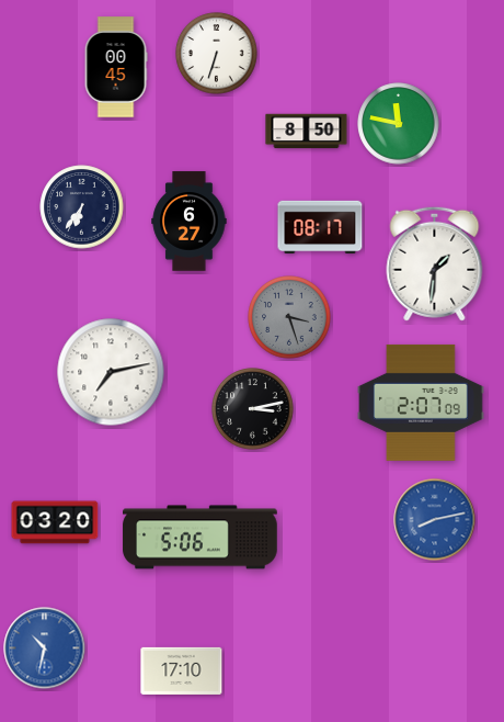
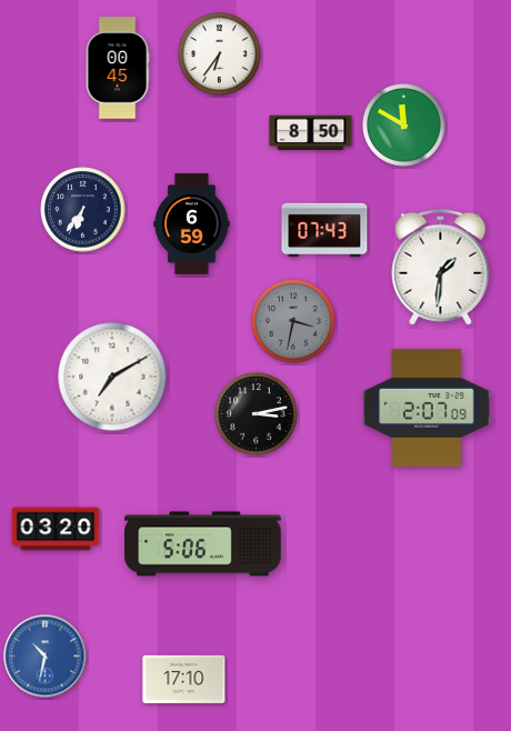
clock at (217, 54): 6:33 -> 6:36
clock at (399, 124): 11:47 -> 11:50
clock at (190, 222): 6:27 -> 6:59
clock at (320, 227): 08:17 -> 07:43
clock at (289, 317): 3:27 -> 3:32
clock at (111, 372): 7:13 -> 7:10
clock at (435, 520): 8:13 -> none
